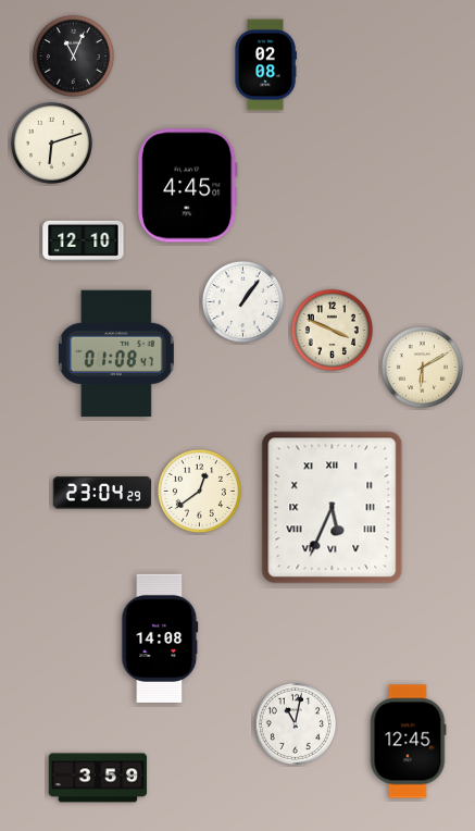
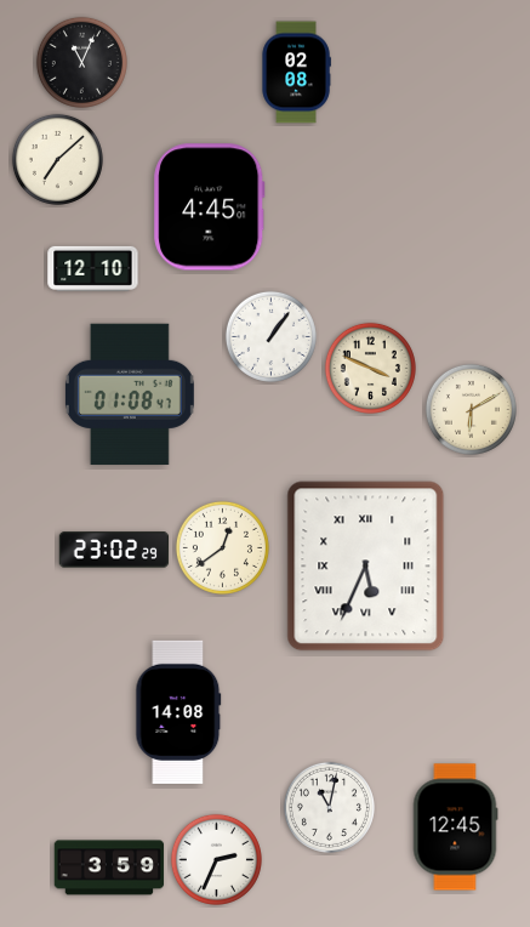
clock at (51, 142): 6:12 -> 7:08
clock at (102, 493): 23:04 -> 23:02
clock at (333, 508) position: (333, 508) -> (366, 567)
clock at (216, 859): none -> 2:34
